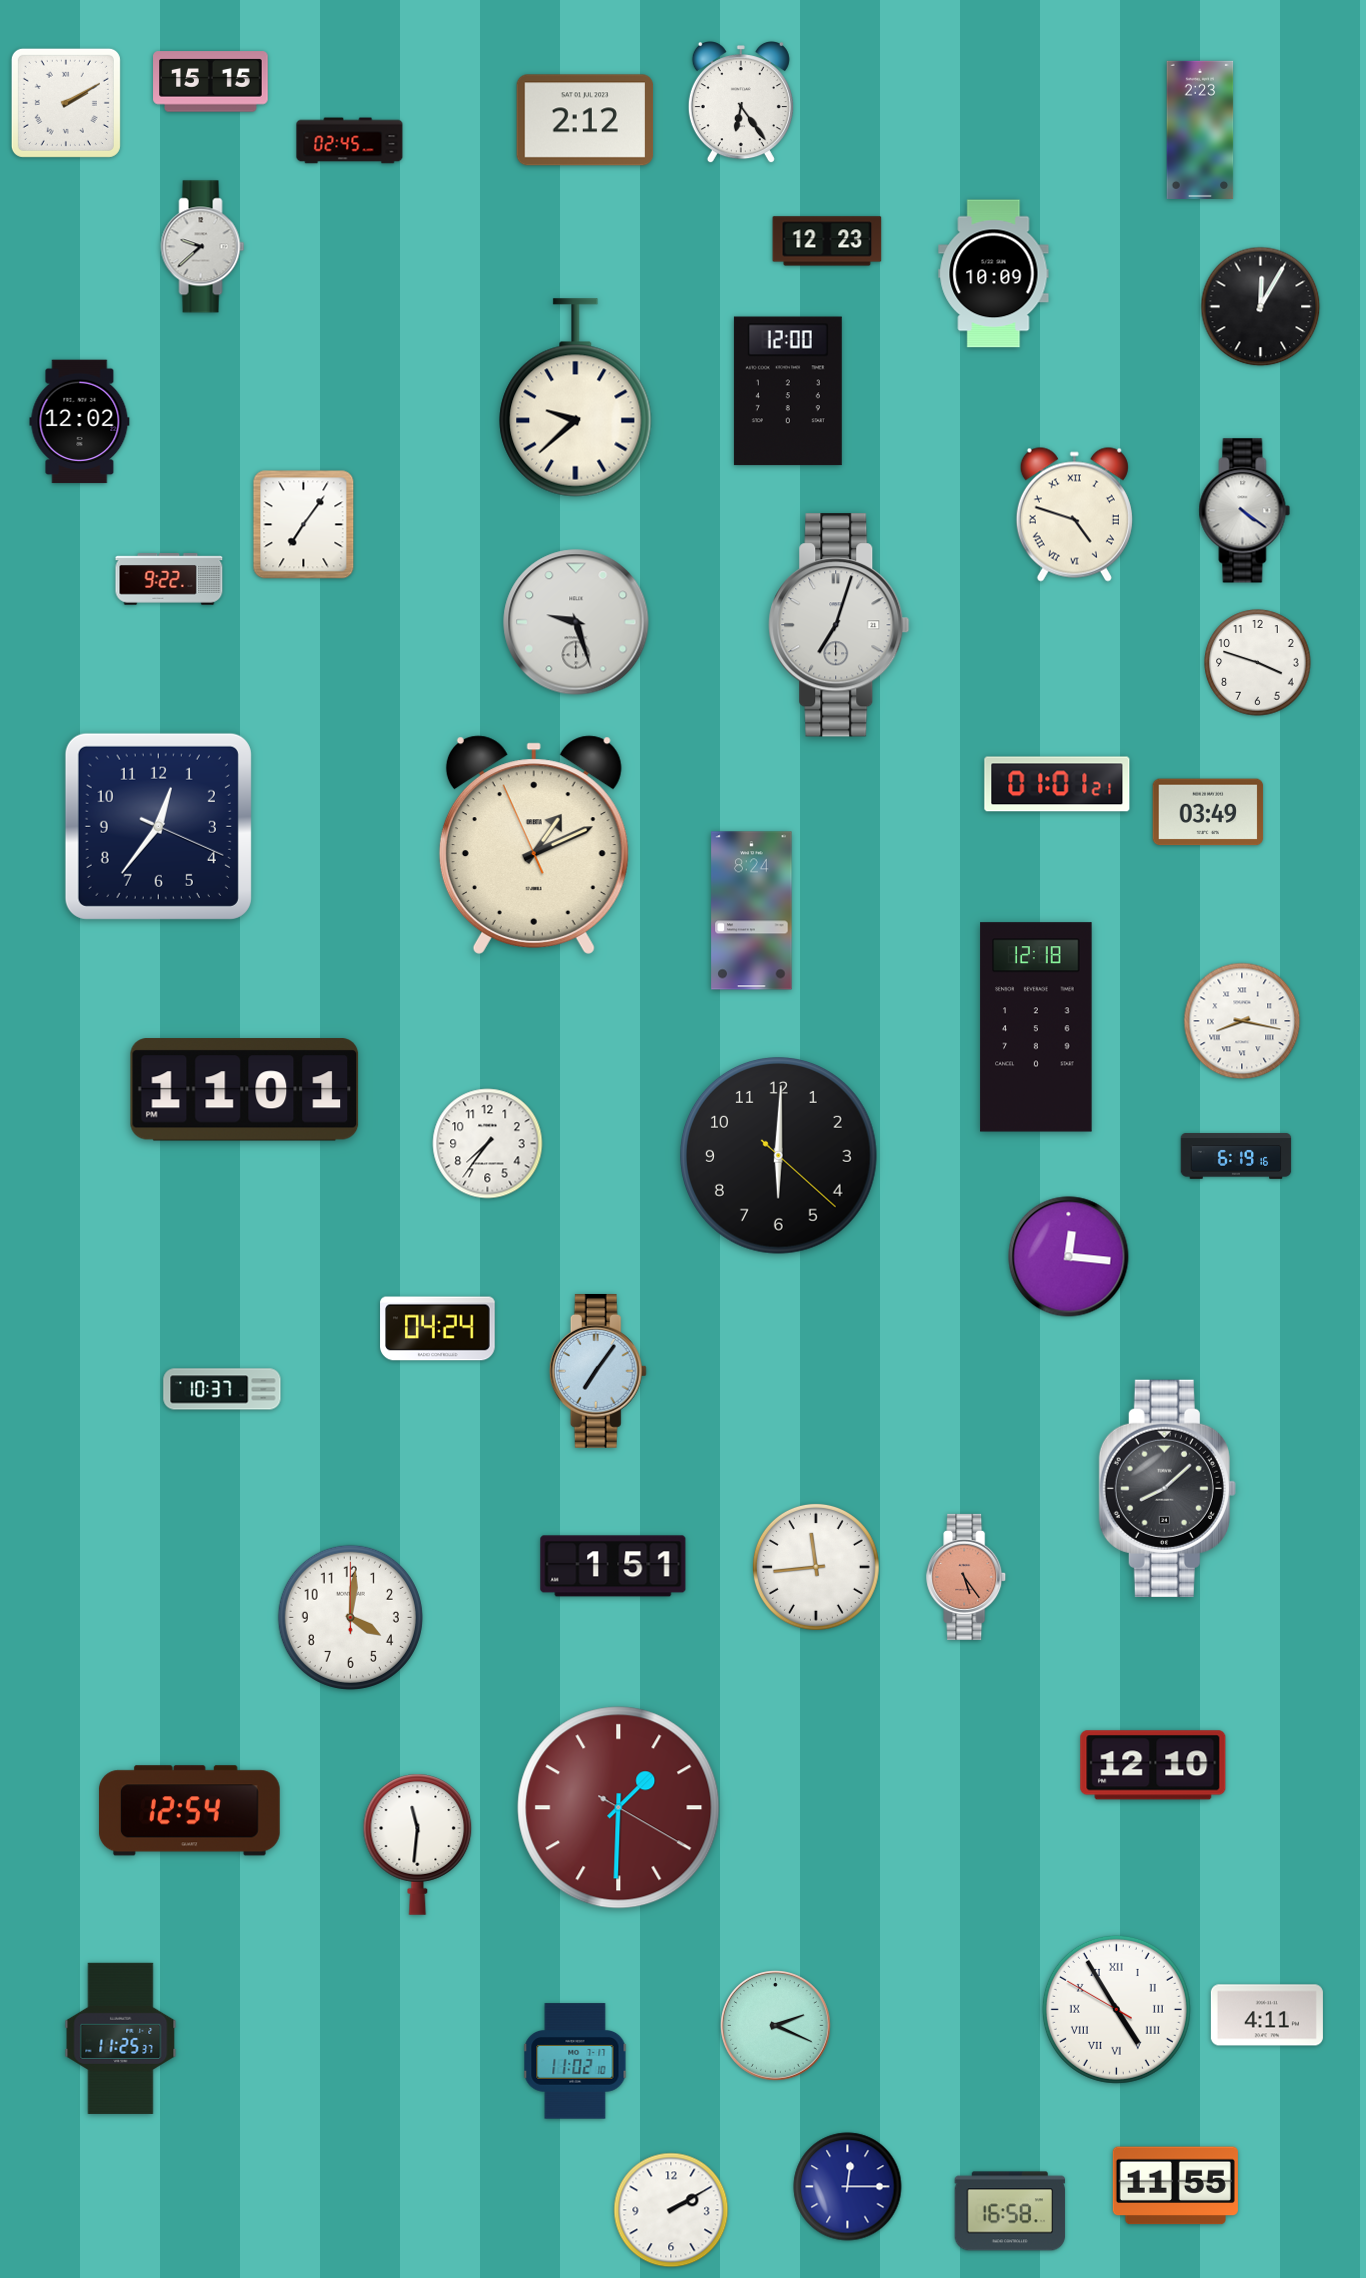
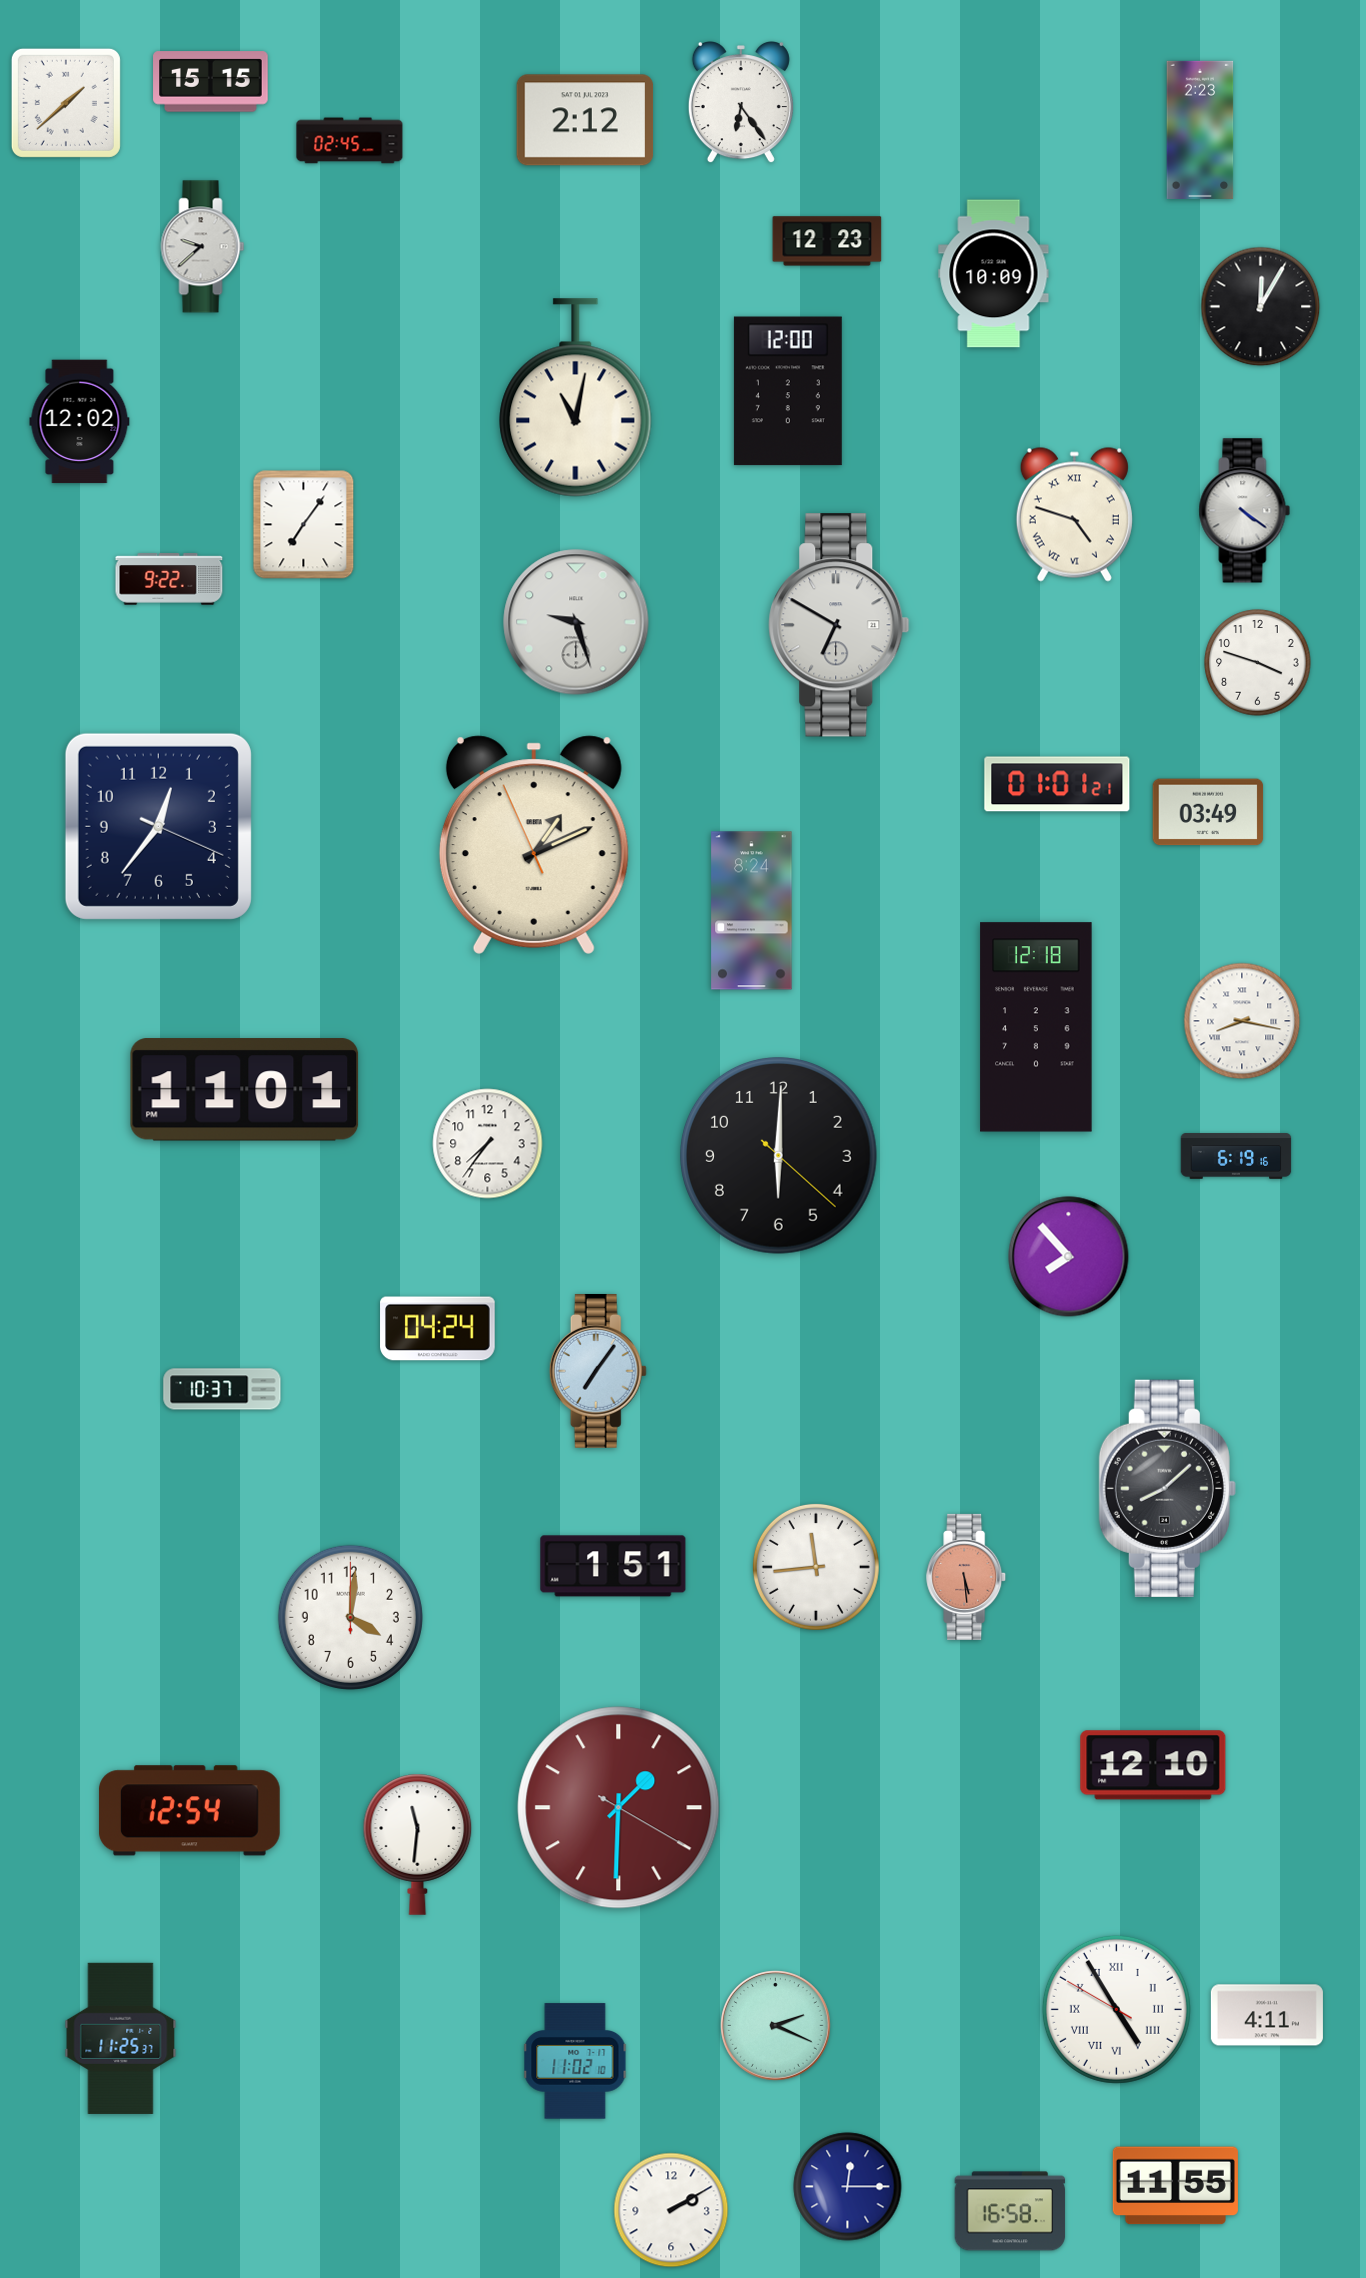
clock at (66, 103): 2:10 -> 1:38
clock at (576, 398): 9:38 -> 11:02
clock at (839, 625): 7:03 -> 6:50
clock at (1069, 1257): 12:16 -> 7:53
clock at (967, 1577): 5:24 -> 5:29
